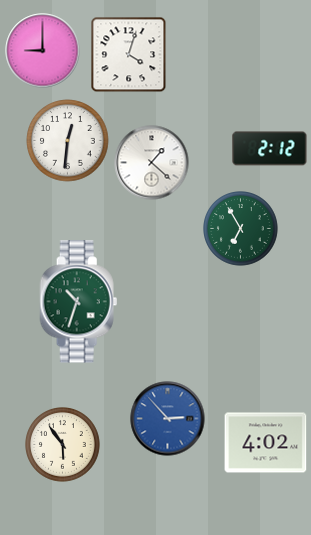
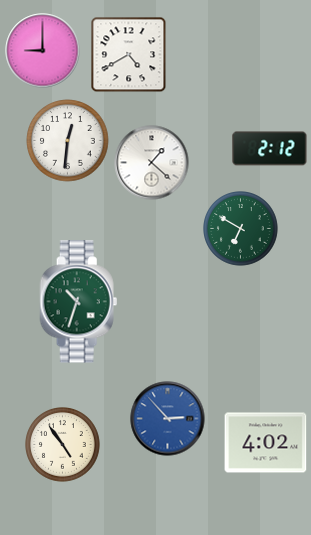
clock at (129, 55): 4:03 -> 4:40
clock at (241, 229): 6:55 -> 6:50
clock at (63, 445): 5:54 -> 4:54
